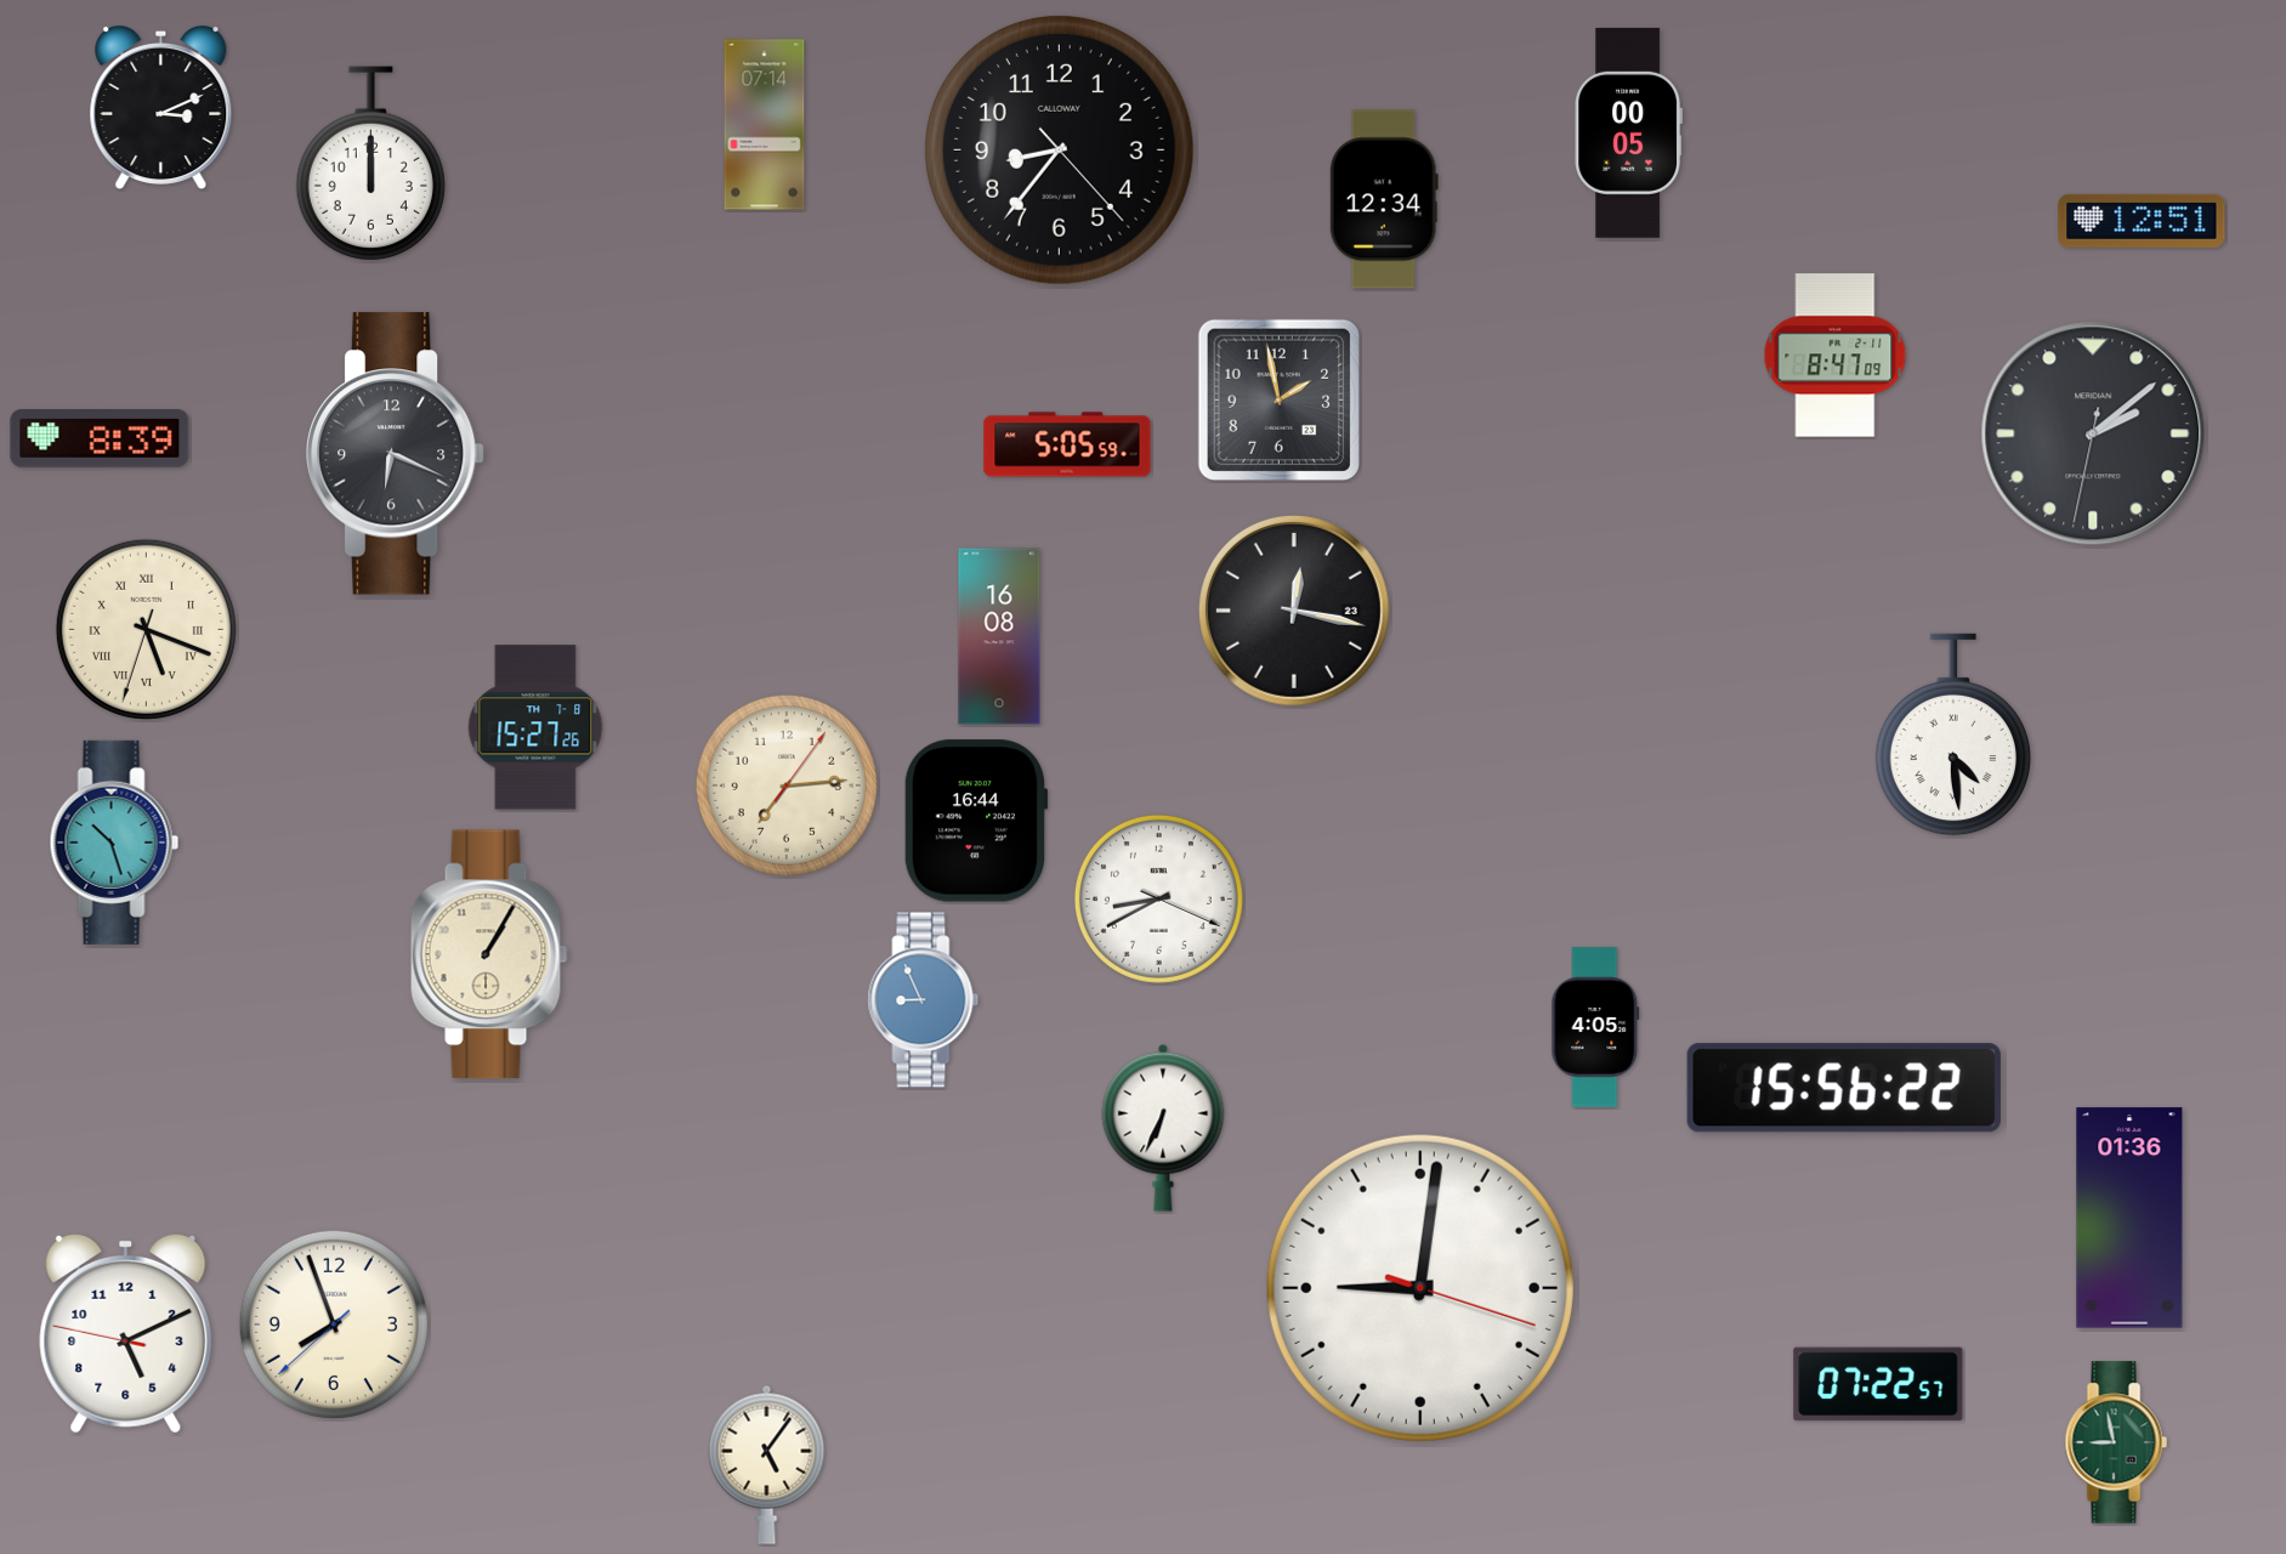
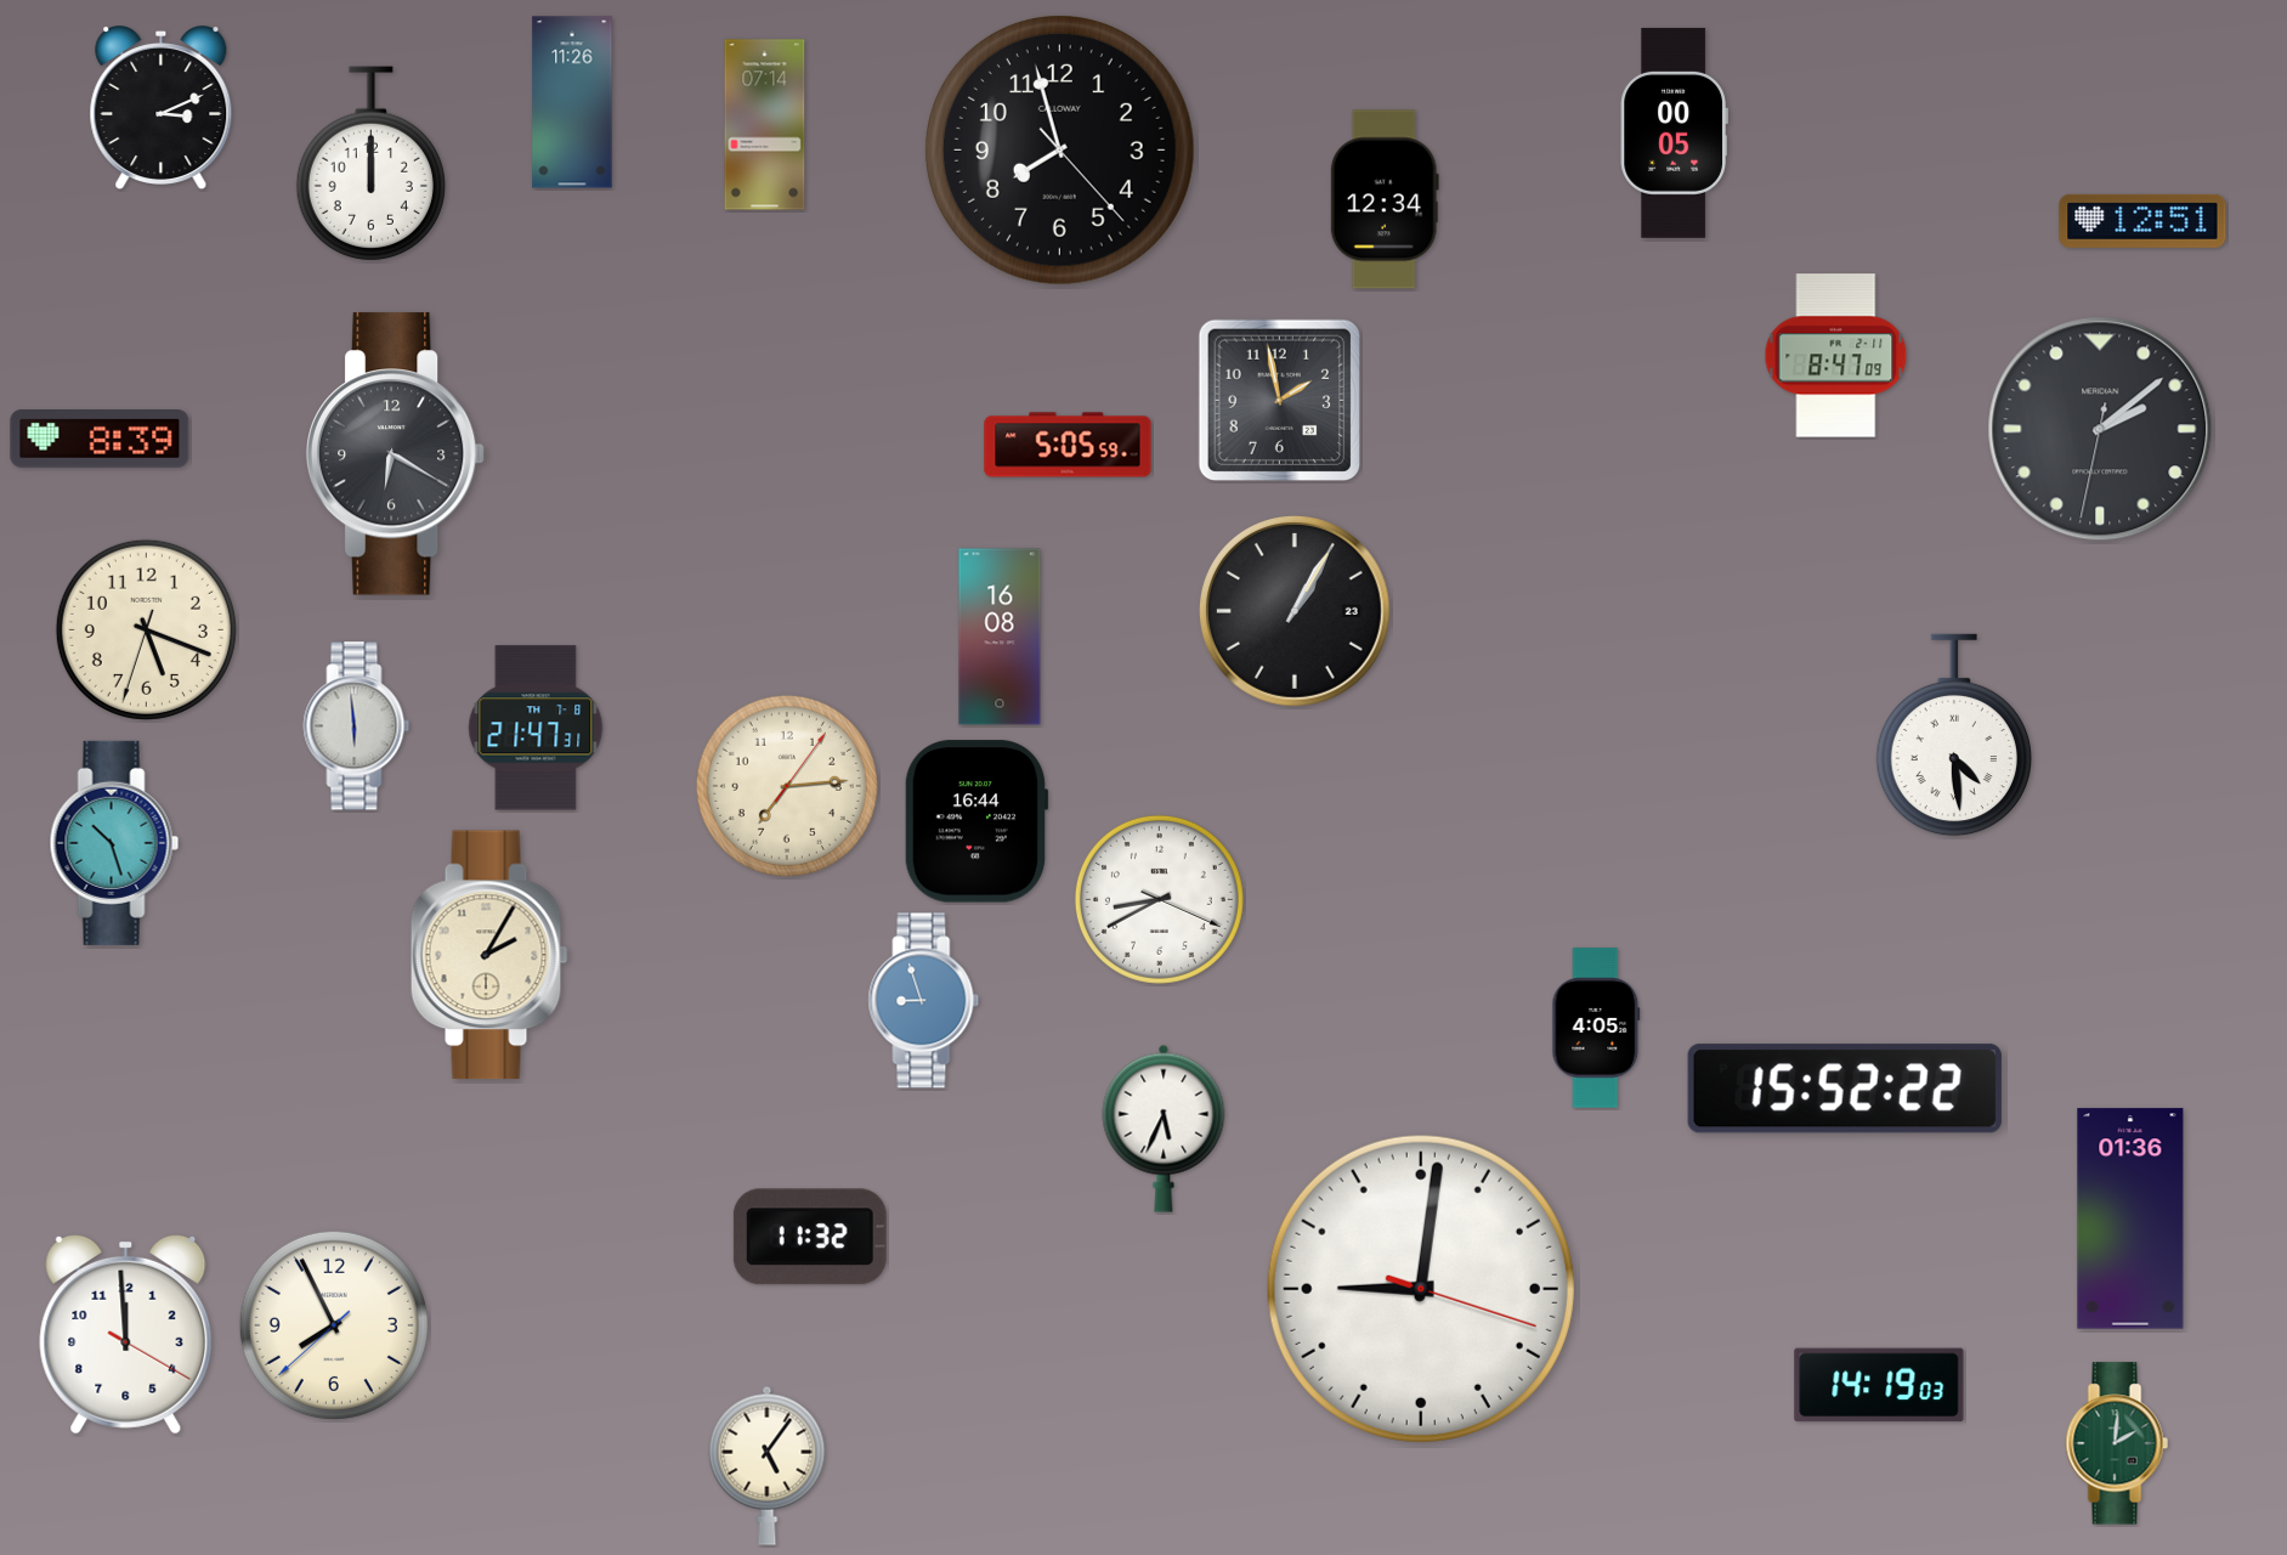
clock at (572, 102): none -> 11:26
clock at (1628, 132) position: (1628, 132) -> (1674, 132)
clock at (1059, 149): 8:36 -> 7:57
clock at (2093, 433) position: (2093, 433) -> (2100, 429)
clock at (396, 454): 6:19 -> 6:20
clock at (1294, 611): 12:17 -> 1:05
clock at (146, 629) numerals: Roman -> Arabic
clock at (357, 726): none -> 5:59
clock at (535, 727): 15:27 -> 21:47
clock at (489, 954): 1:05 -> 2:05
clock at (924, 1000): 8:56 -> 8:57
clock at (1844, 1088): 15:56 -> 15:52
clock at (1163, 1128): 6:34 -> 5:34
clock at (810, 1237): none -> 11:32
clock at (334, 1325): 7:56 -> 7:55
clock at (126, 1333): 5:10 -> 11:59
clock at (1878, 1384): 07:22 -> 14:19
clock at (2116, 1442): 8:58 -> 2:01
